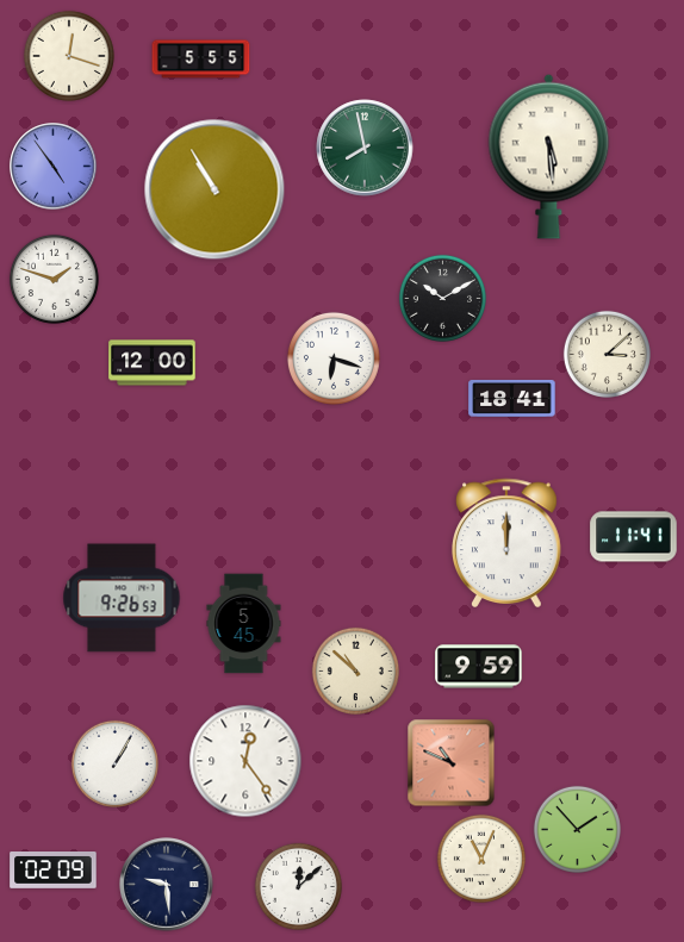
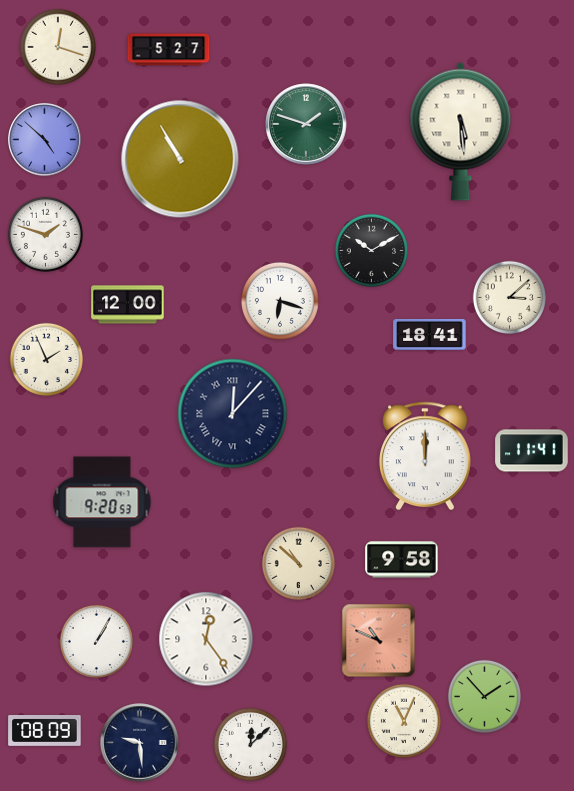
clock at (201, 60): 5:55 -> 5:27
clock at (365, 148): 7:58 -> 1:48
clock at (54, 167): 4:54 -> 4:52
clock at (46, 359): none -> 1:56
clock at (233, 414): none -> 12:07
clock at (122, 598): 9:26 -> 9:20
clock at (244, 624): 5:45 -> none
clock at (479, 667): 9:59 -> 9:58
clock at (54, 871): 02:09 -> 08:09
